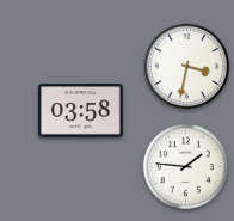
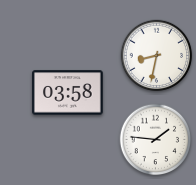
clock at (187, 67): 3:32 -> 8:32
